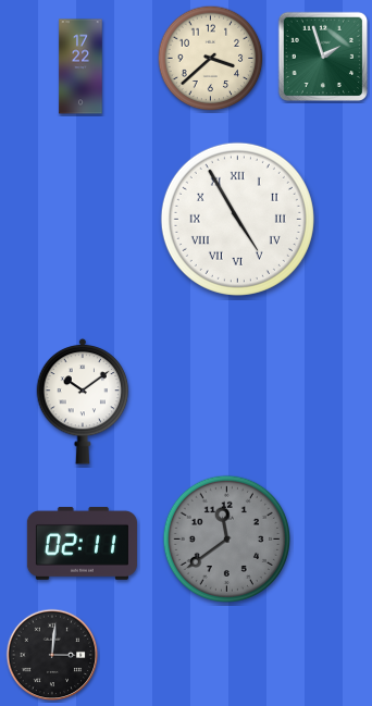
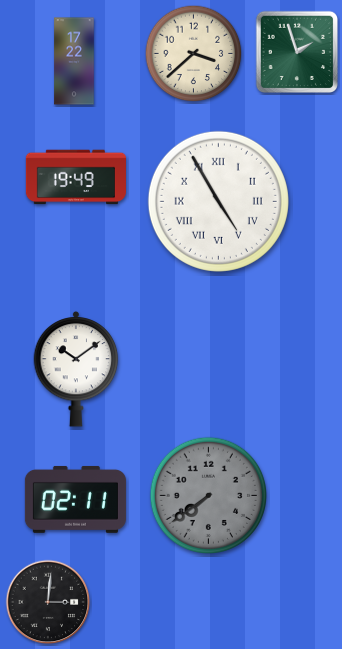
clock at (76, 177): none -> 19:49
clock at (226, 538): 11:39 -> 7:39
